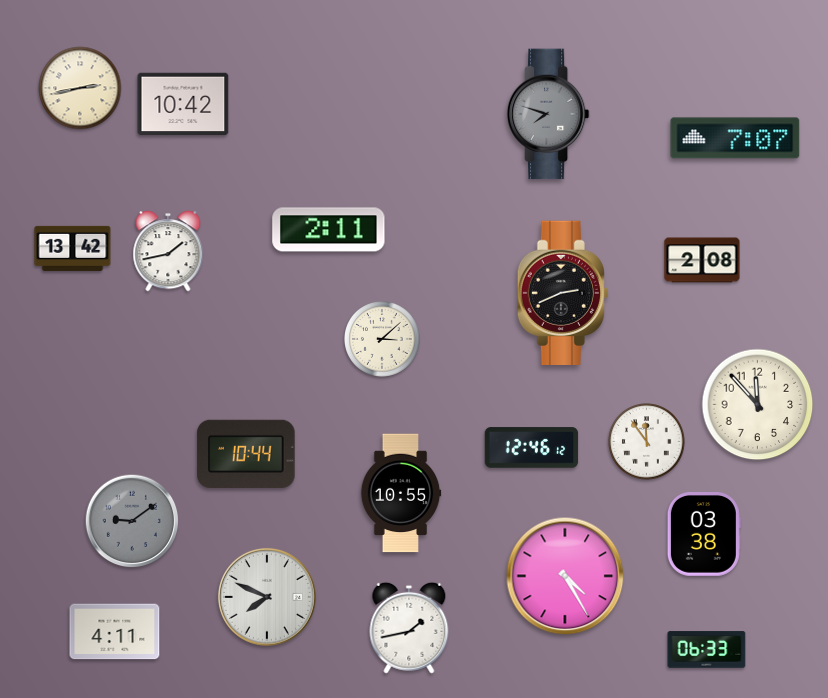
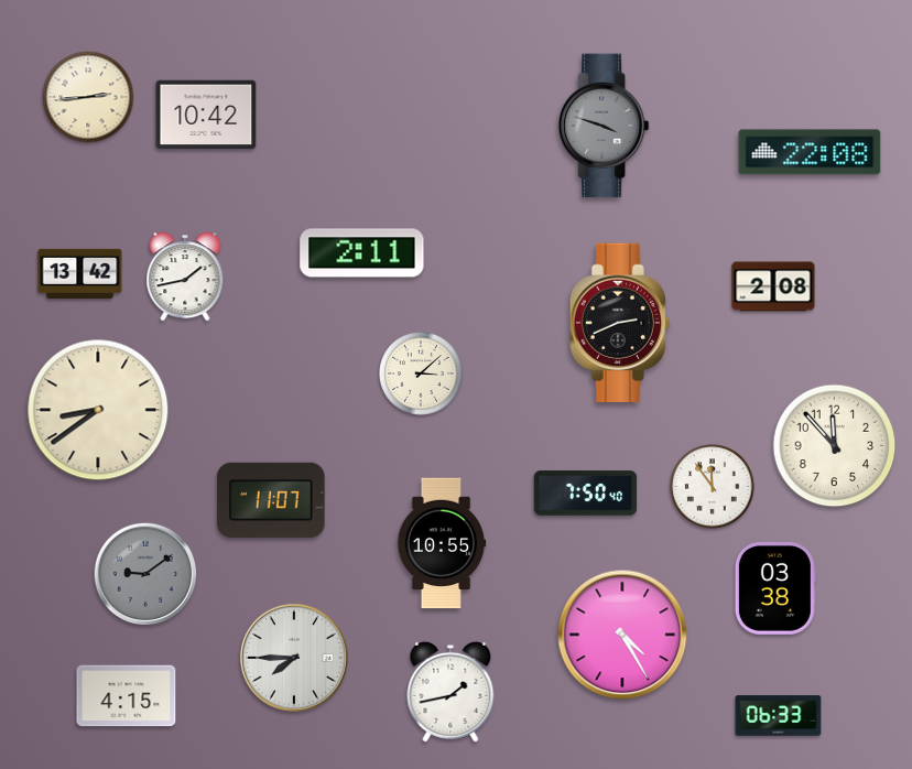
clock at (80, 88): 2:43 -> 2:44
clock at (183, 104) position: (183, 104) -> (206, 115)
clock at (548, 114): 7:48 -> 3:48
clock at (735, 138): 7:07 -> 22:08
clock at (98, 410): none -> 8:39
clock at (532, 448): 12:46 -> 7:50
clock at (246, 454): 10:44 -> 11:07
clock at (267, 597): 7:49 -> 7:45
clock at (115, 632): 4:11 -> 4:15
